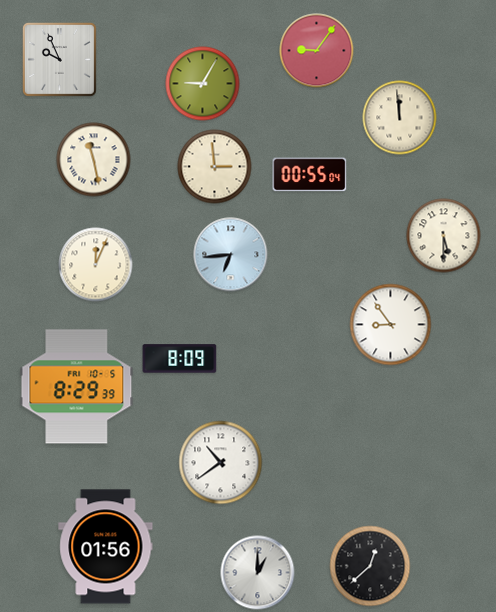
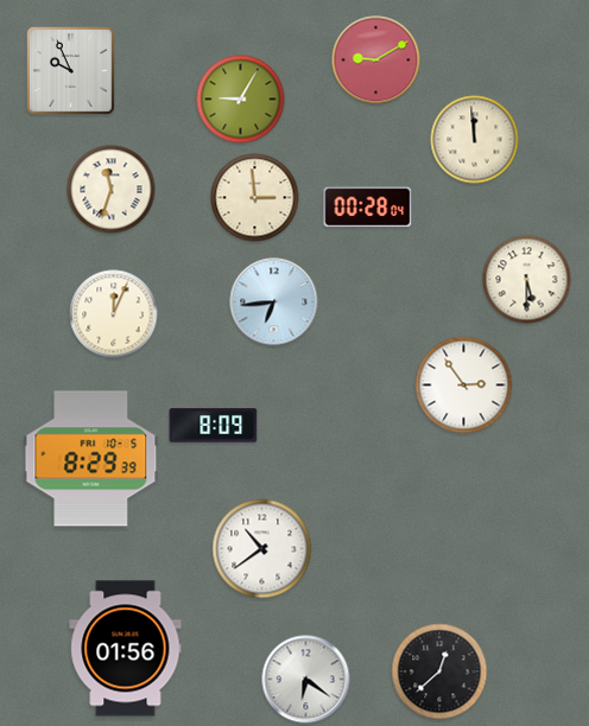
clock at (317, 51): 9:06 -> 9:10
clock at (94, 160): 11:28 -> 11:33
clock at (310, 175): 00:55 -> 00:28
clock at (391, 325): 8:54 -> 2:54
clock at (258, 573): 1:00 -> 6:21
